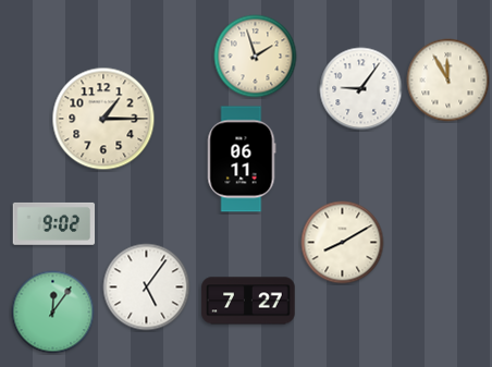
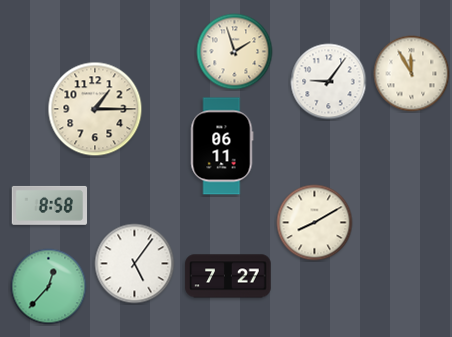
clock at (361, 89) position: (361, 89) -> (329, 82)
clock at (54, 223): 9:02 -> 8:58
clock at (53, 313): 12:06 -> 12:37
